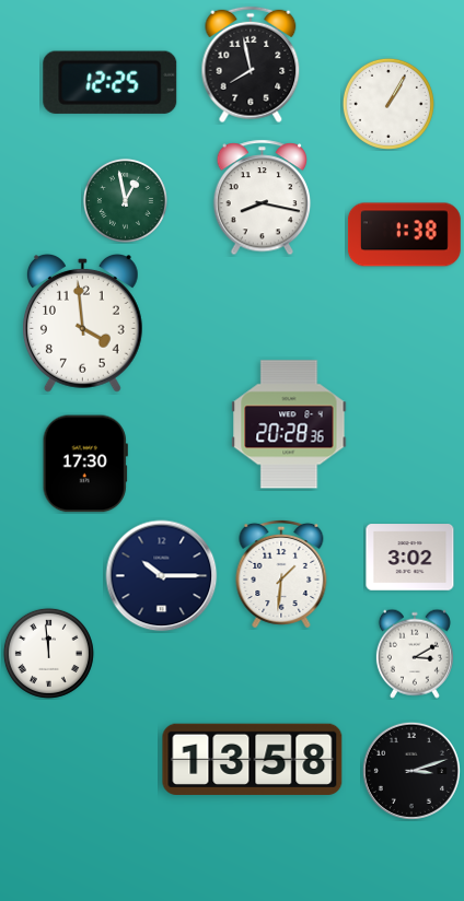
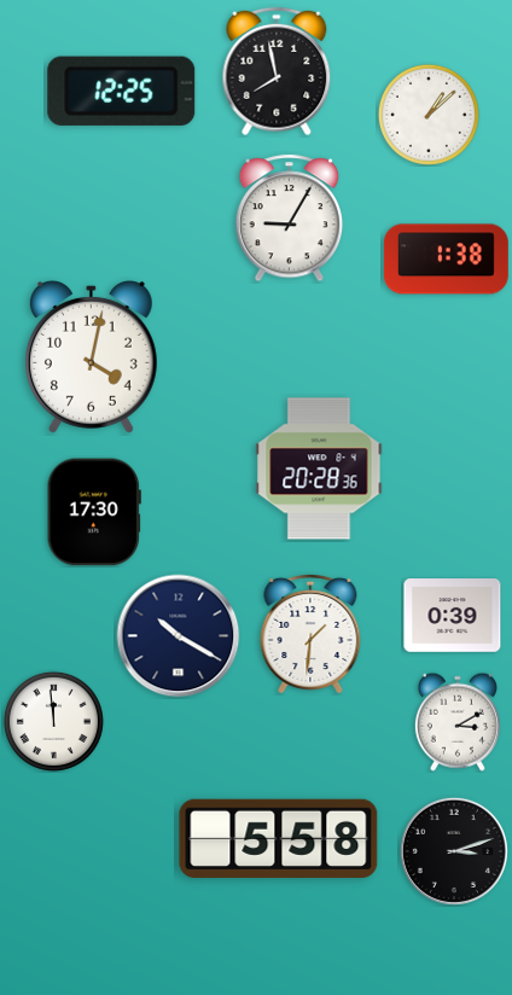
clock at (388, 104): 1:05 -> 1:08
clock at (263, 198): 8:17 -> 9:05
clock at (125, 200): 12:58 -> none
clock at (82, 324): 3:59 -> 4:02
clock at (410, 558): 3:02 -> 0:39
clock at (162, 576): 10:15 -> 10:20
clock at (253, 759): 13:58 -> 5:58
